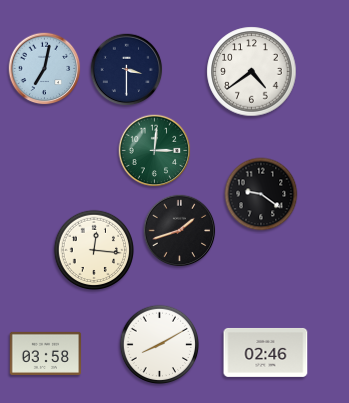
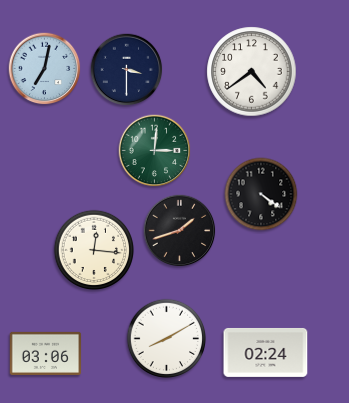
clock at (261, 194): 9:21 -> 4:21
clock at (160, 345) position: (160, 345) -> (167, 339)
clock at (266, 352): 02:46 -> 02:24
clock at (46, 353): 03:58 -> 03:06
